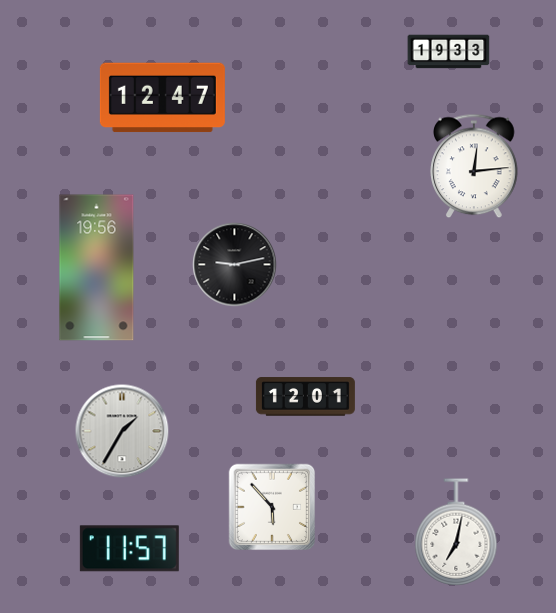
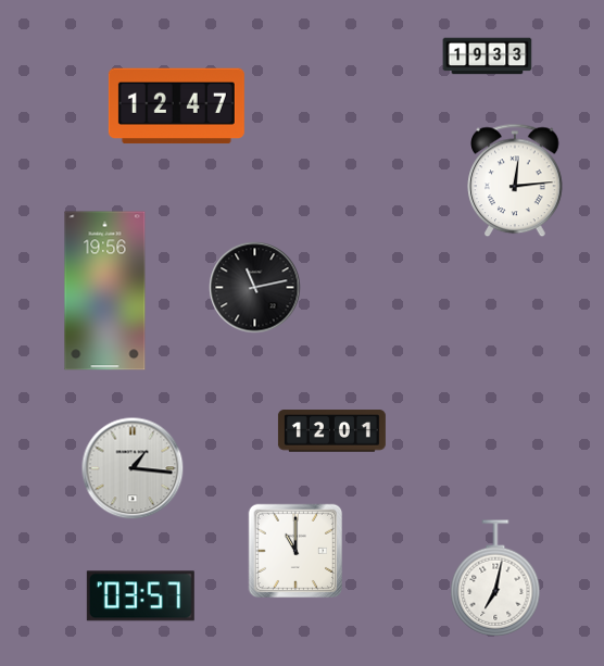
clock at (235, 265): 9:13 -> 11:13
clock at (122, 431): 1:35 -> 1:16
clock at (272, 507): 5:53 -> 11:00
clock at (129, 549): 11:57 -> 03:57
